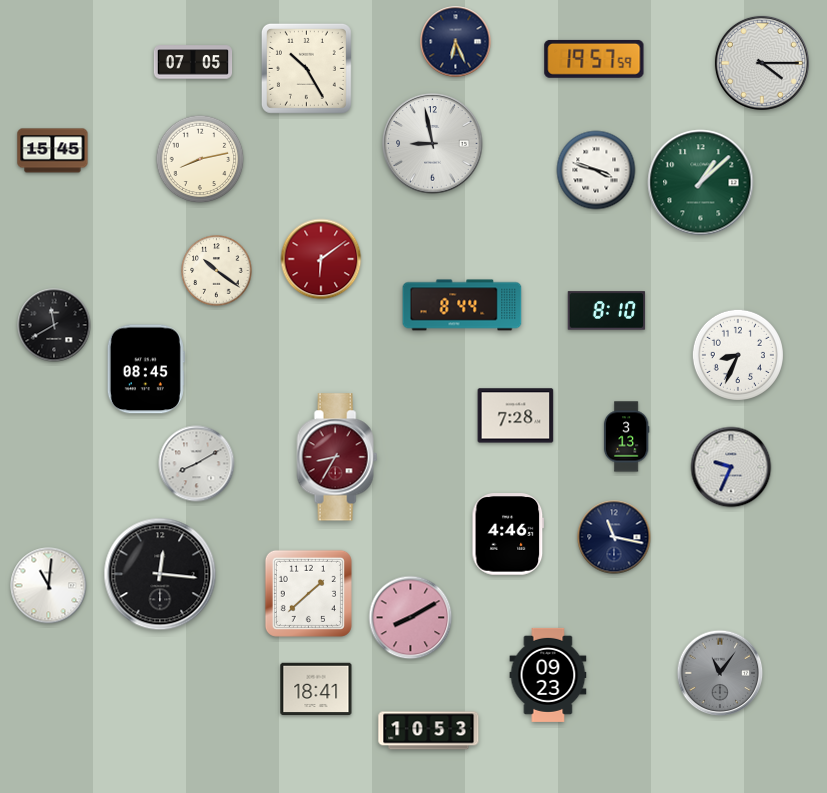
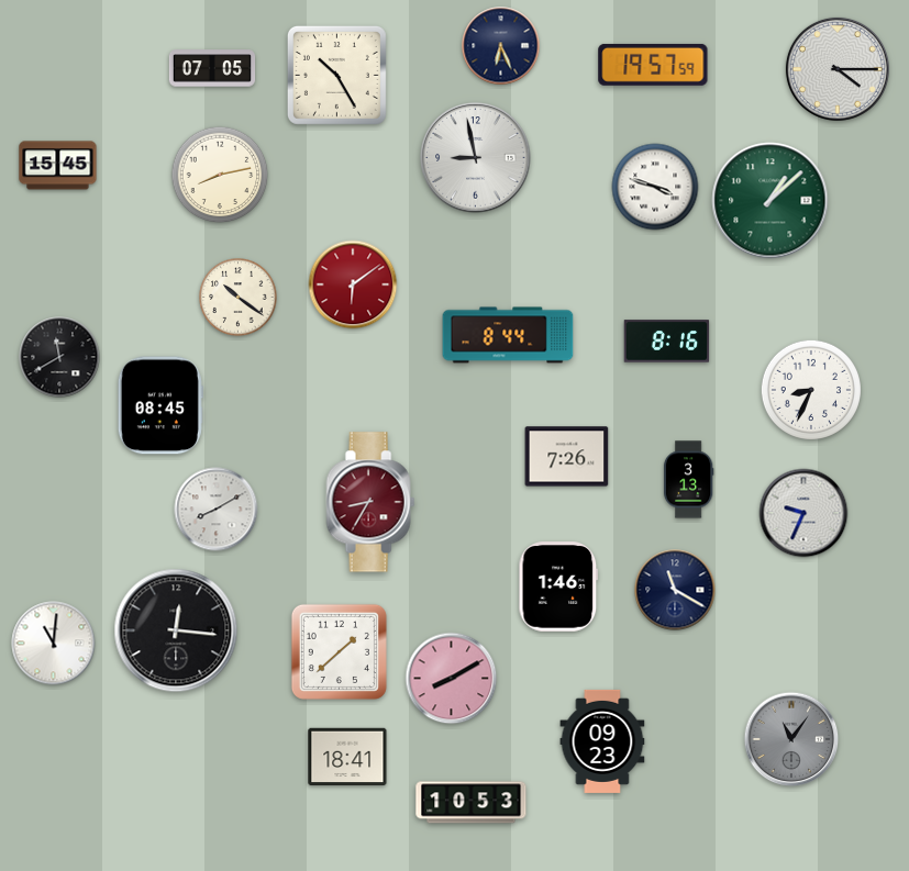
clock at (607, 311): 8:10 -> 8:16
clock at (516, 416): 7:28 -> 7:26
clock at (508, 534): 4:46 -> 1:46
clock at (614, 537): 11:17 -> 11:20
